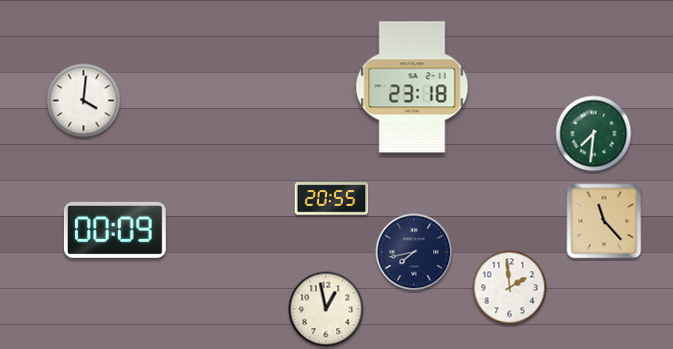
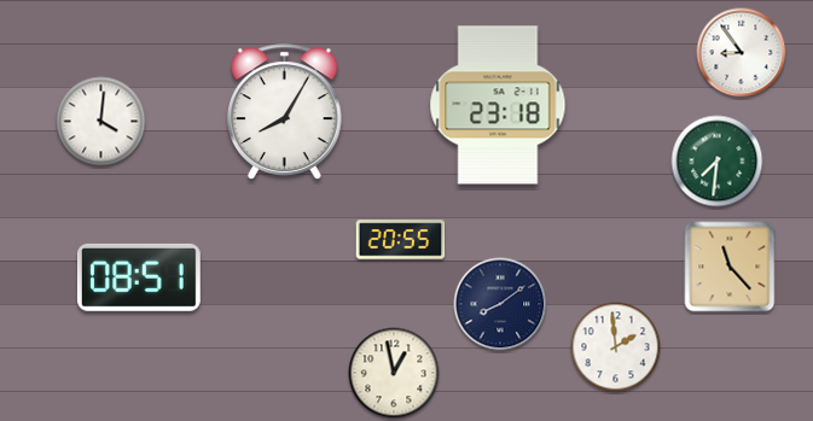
clock at (742, 53): none -> 8:54
clock at (285, 112): none -> 8:05
clock at (115, 230): 00:09 -> 08:51
clock at (414, 252): 7:43 -> 8:09
